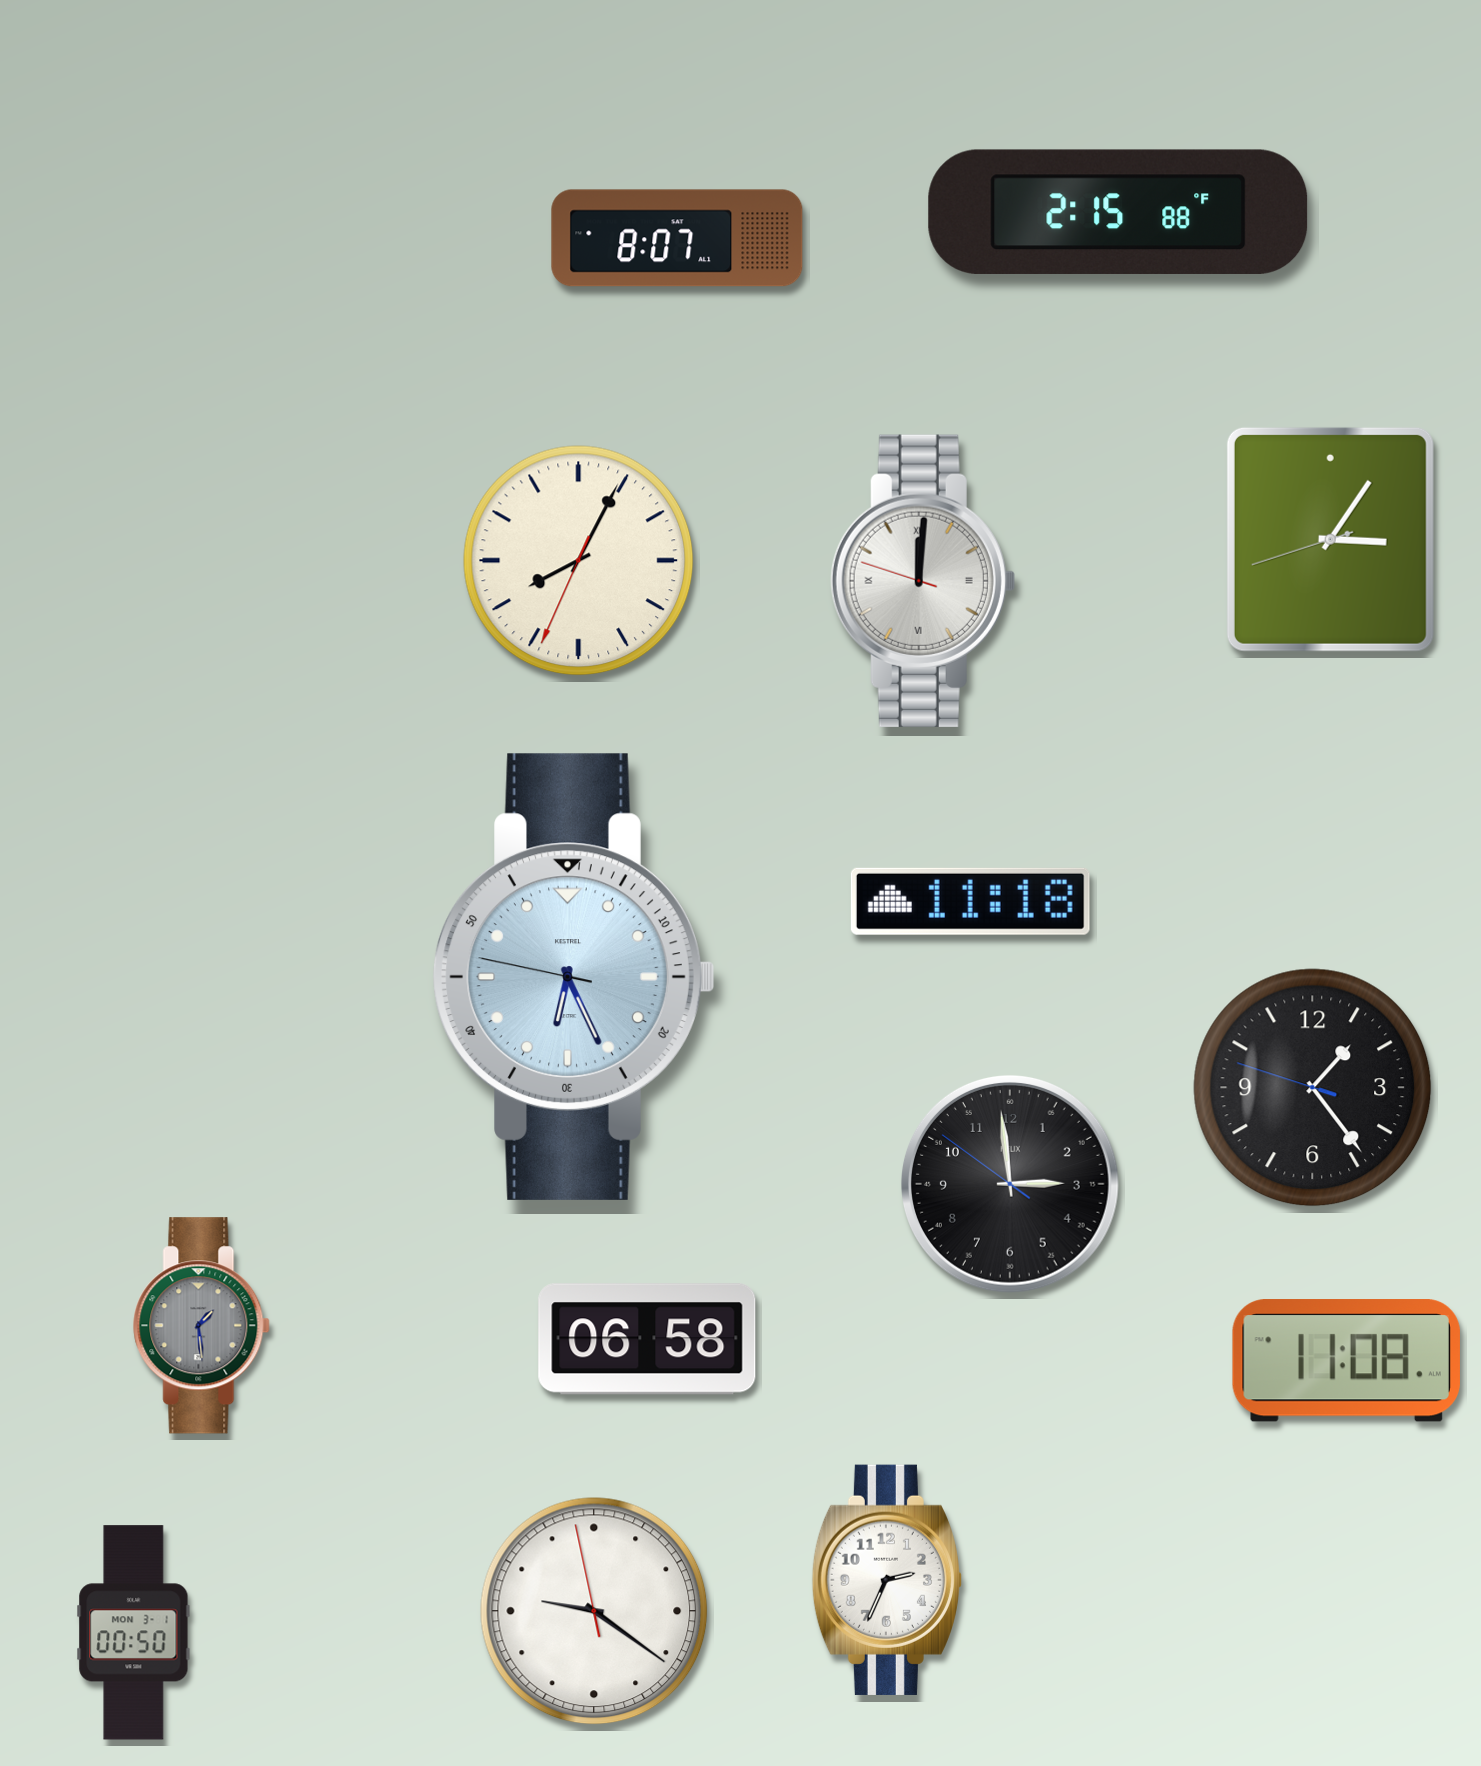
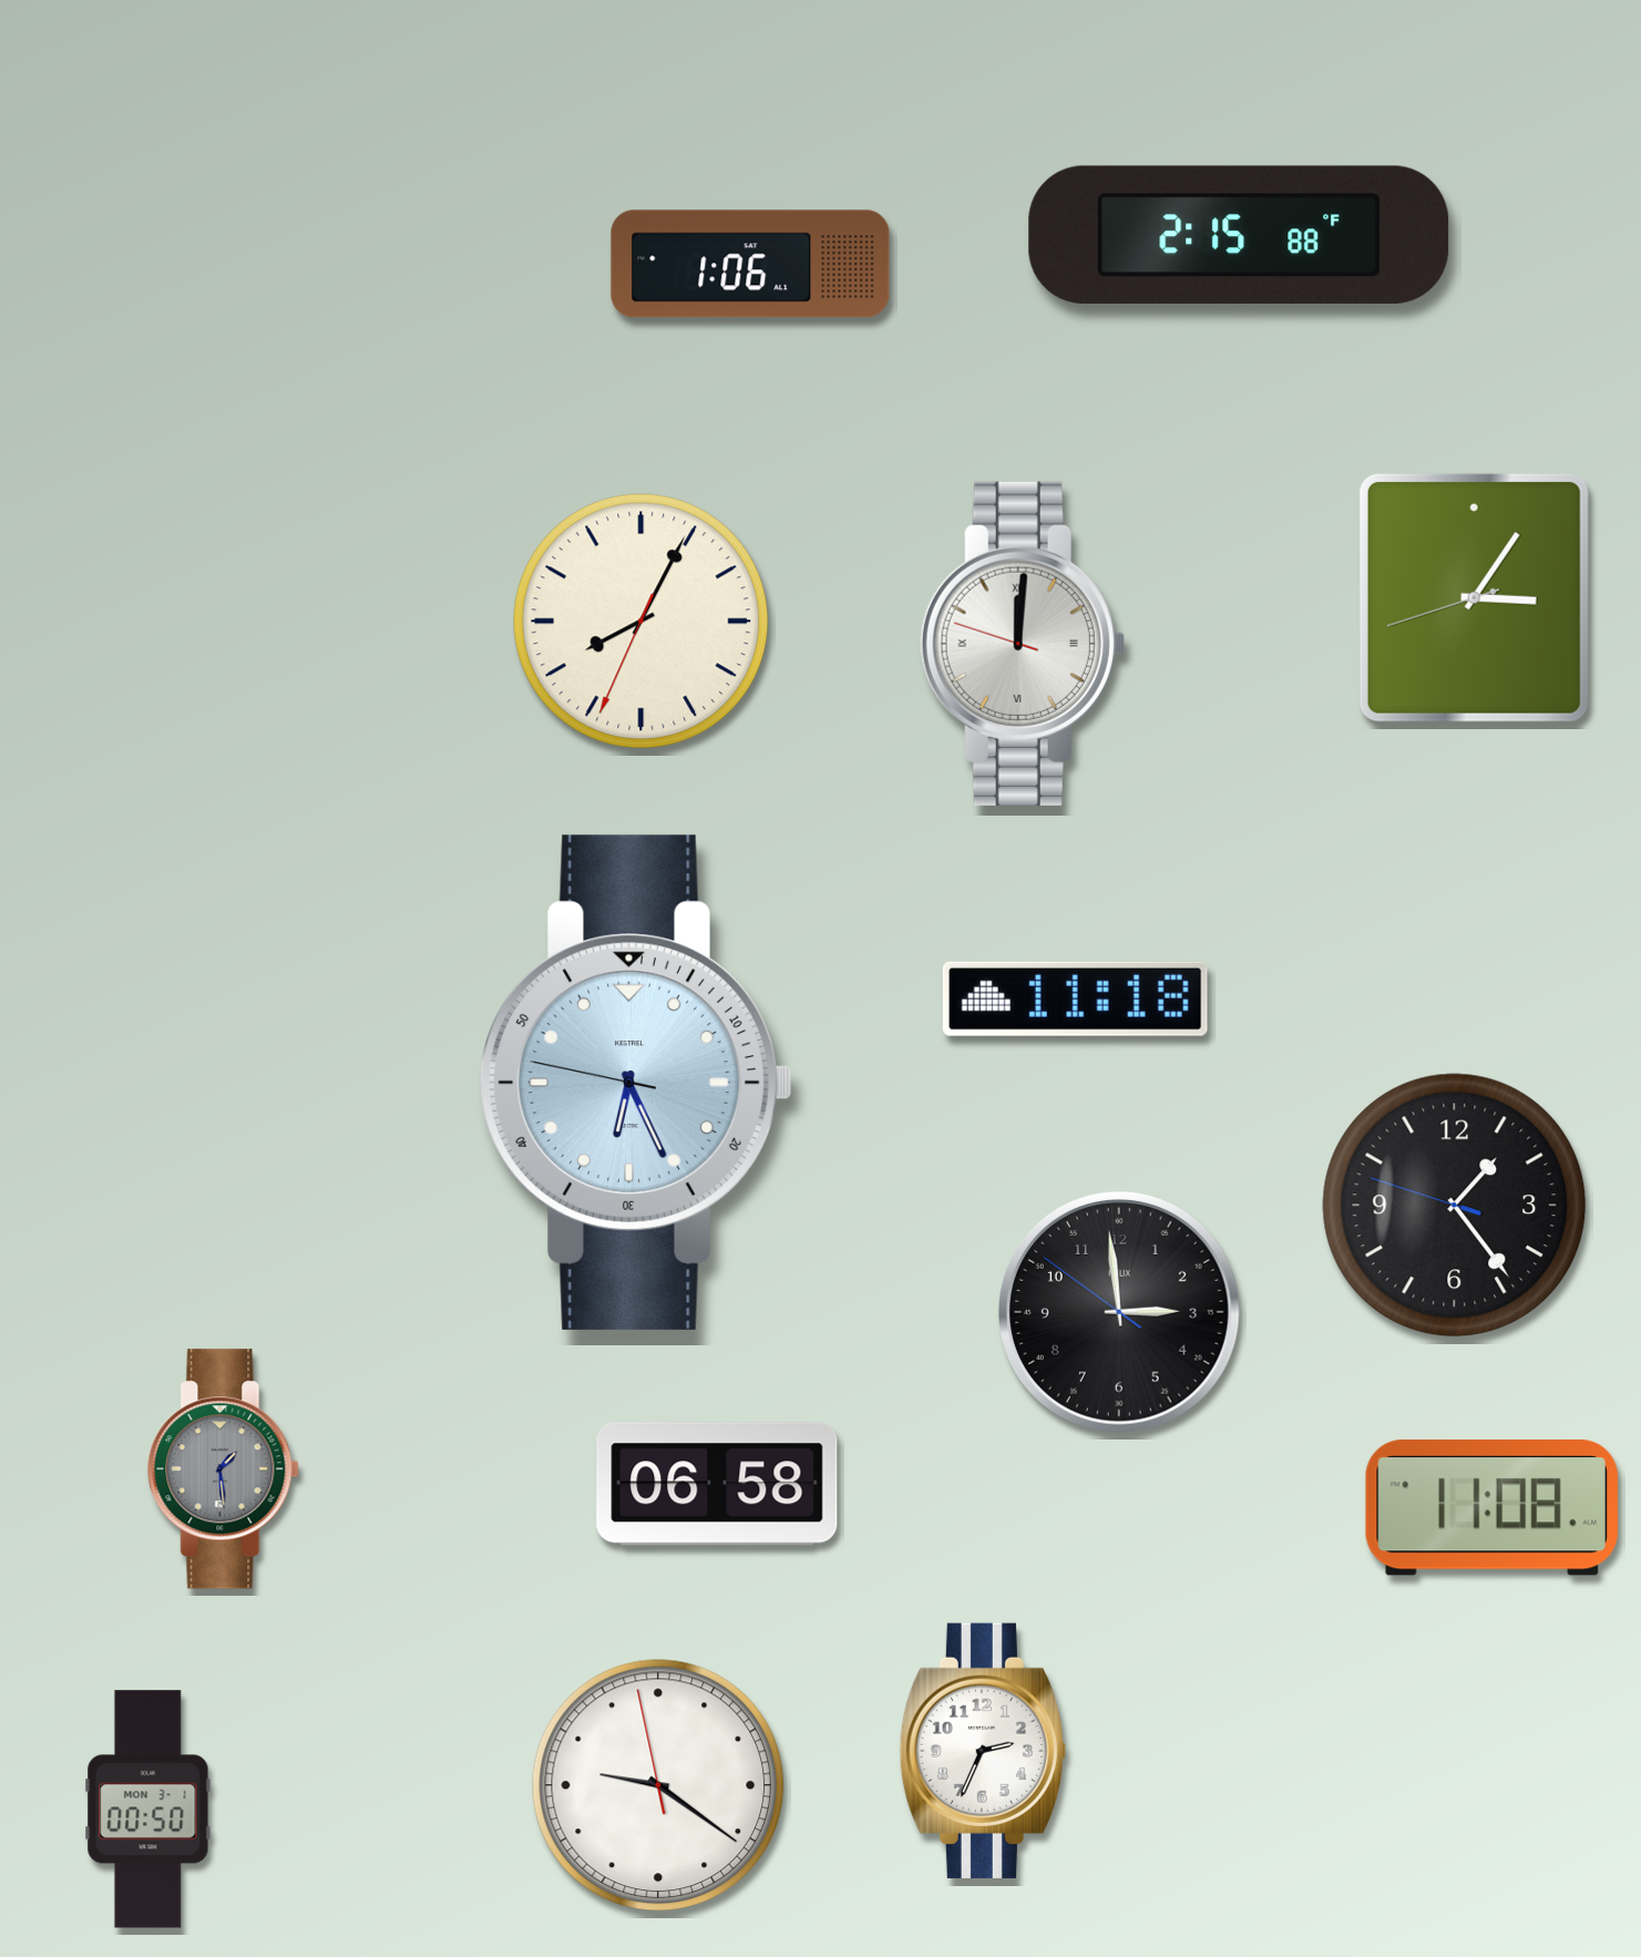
clock at (677, 238): 8:07 -> 1:06
